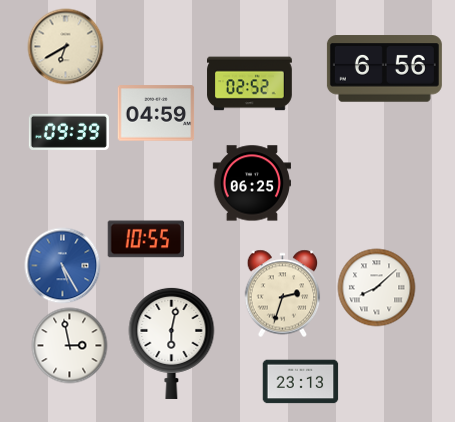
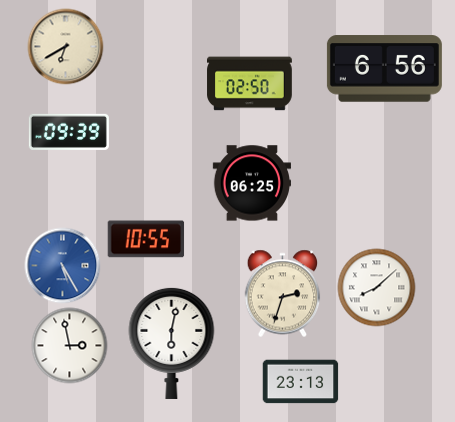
clock at (250, 84): 02:52 -> 02:50
clock at (156, 113): 04:59 -> none
